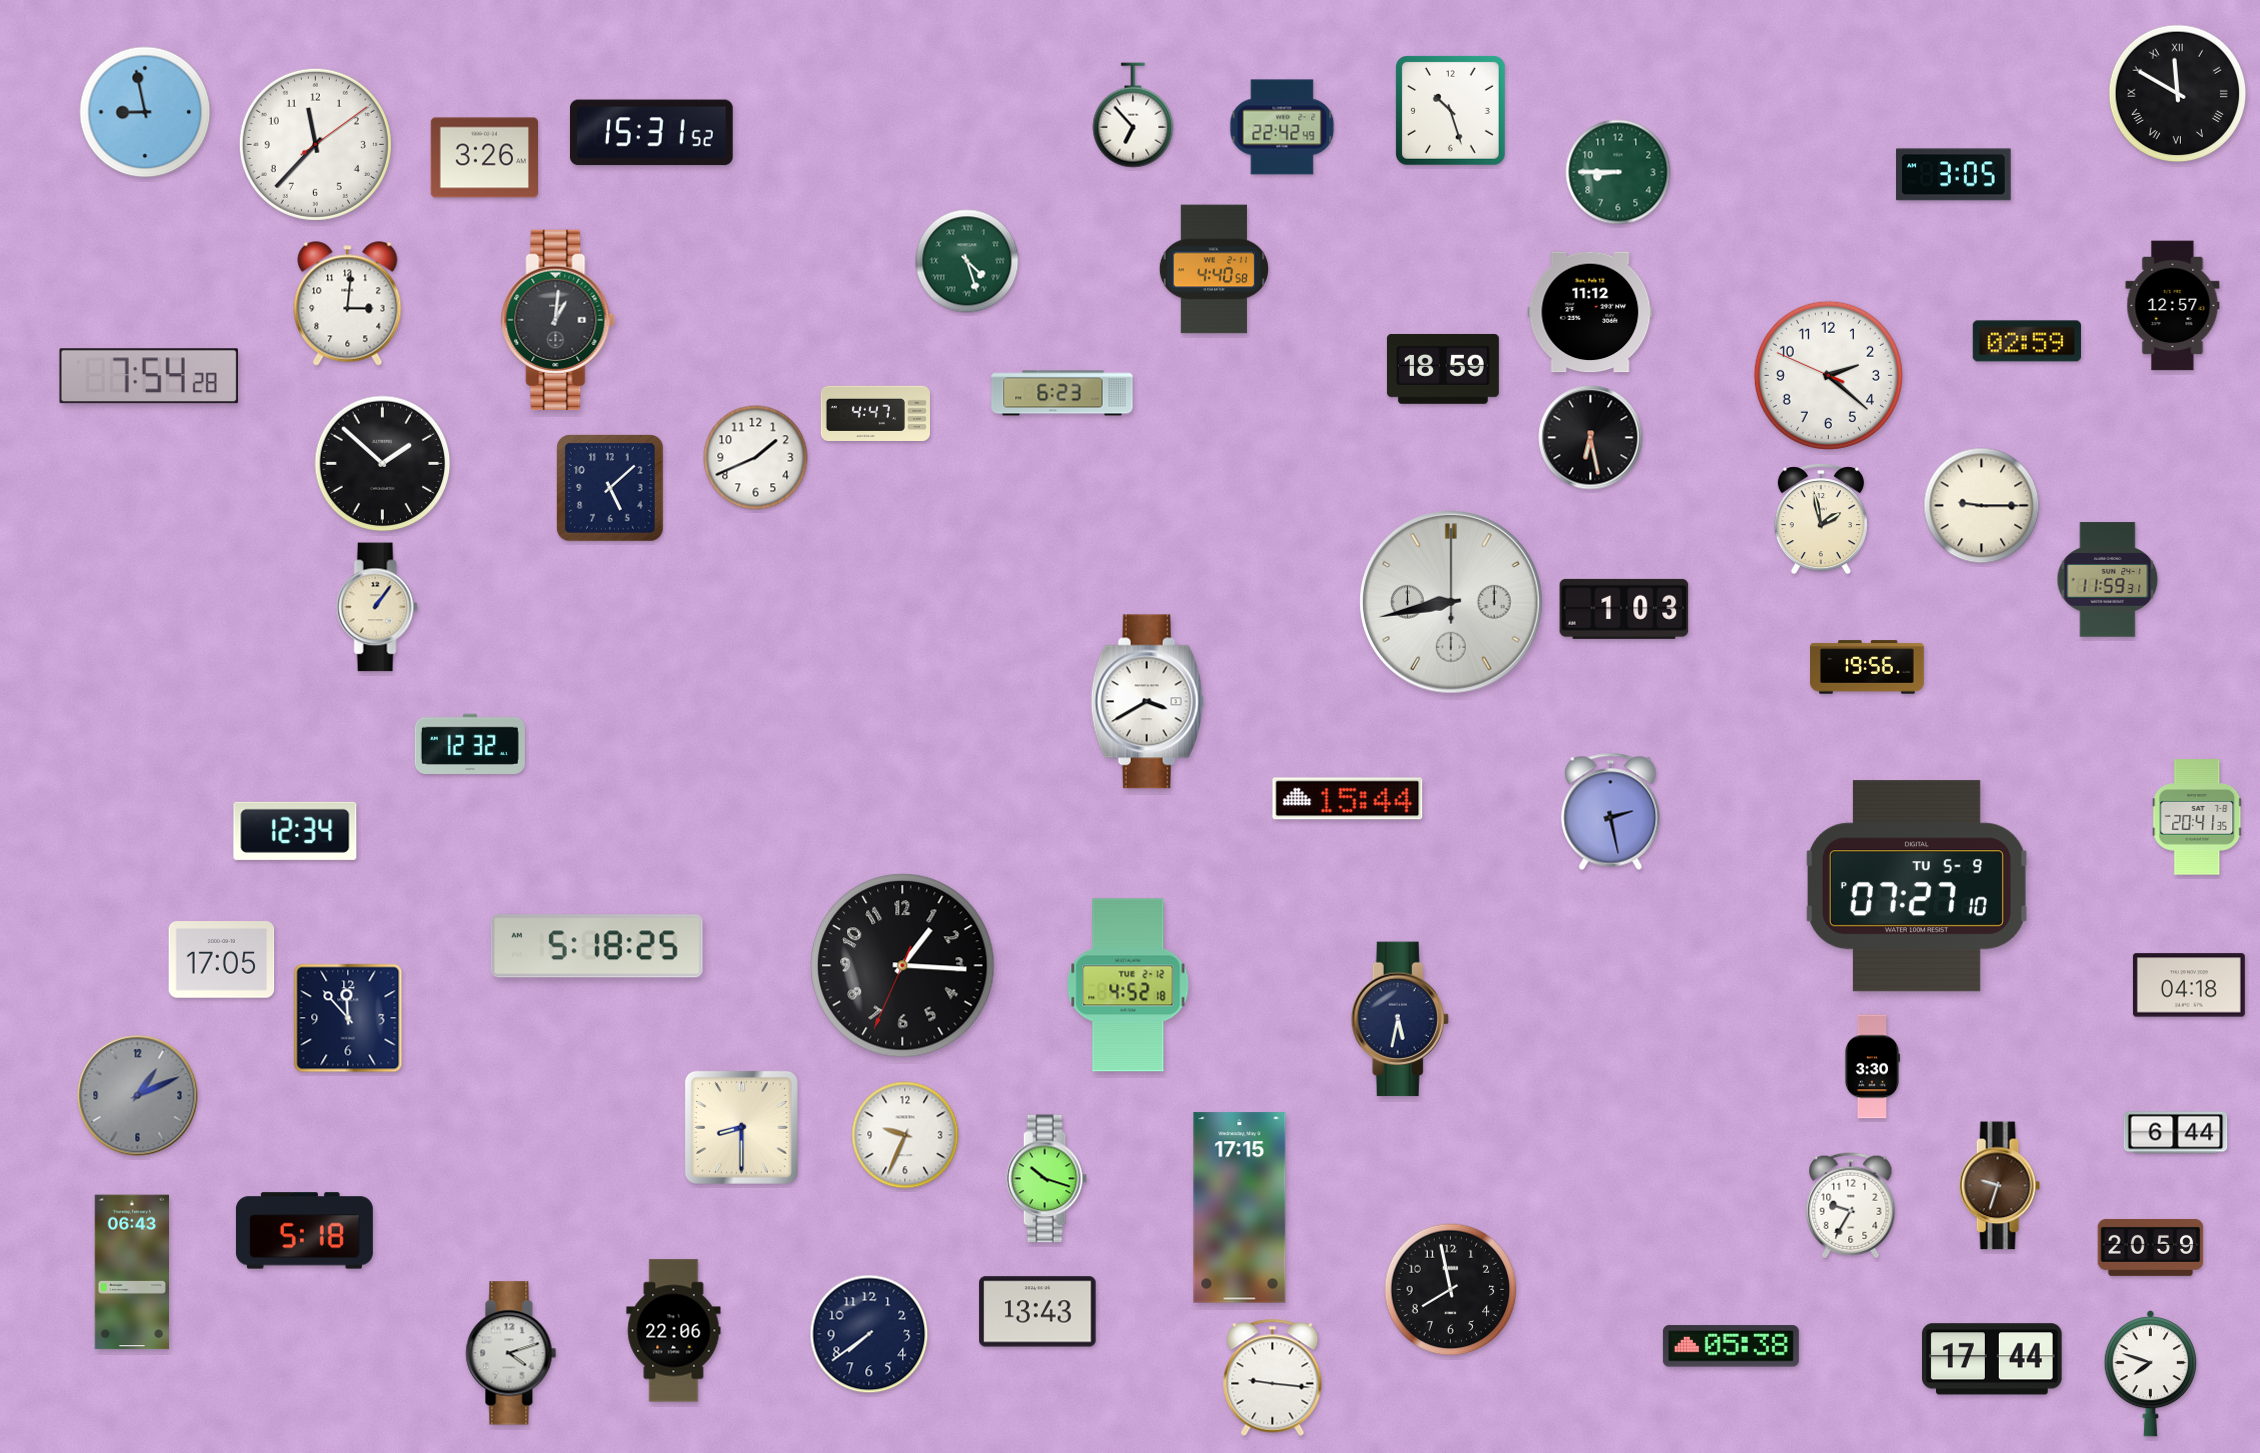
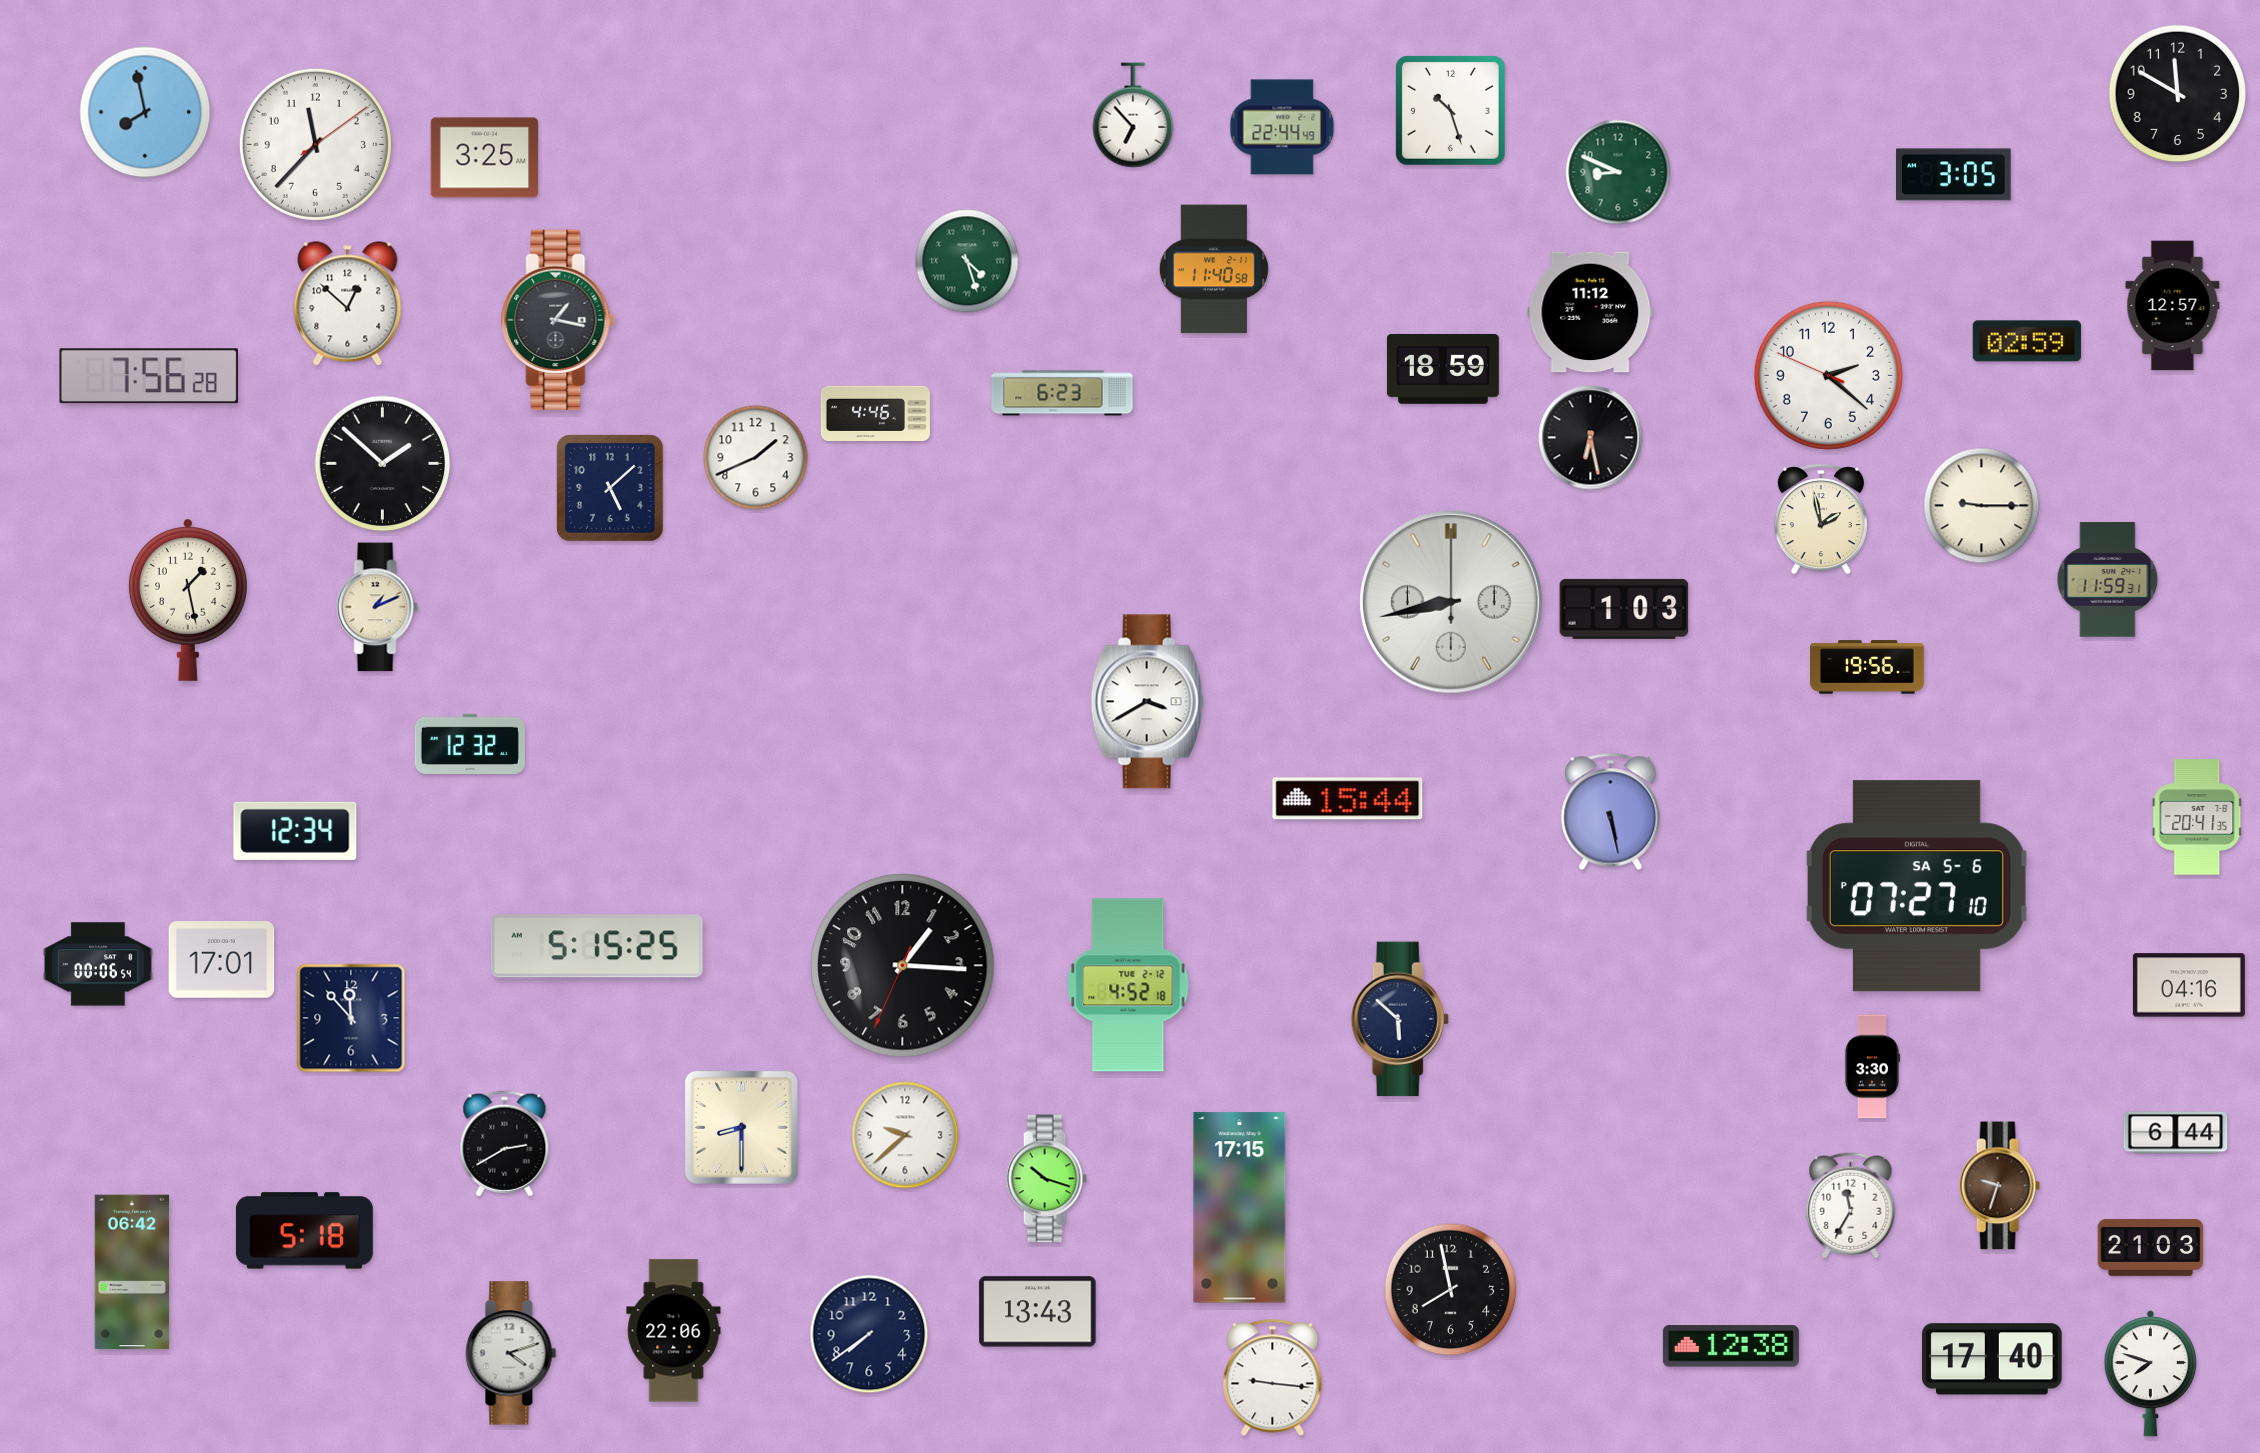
clock at (2178, 94) numerals: Roman -> Arabic
clock at (145, 112): 8:58 -> 7:58
clock at (1282, 127): 22:42 -> 22:44
clock at (651, 133): 15:31 -> none
clock at (485, 158): 3:26 -> 3:25
clock at (1618, 172): 8:45 -> 8:49
clock at (1214, 269): 4:40 -> 11:40
clock at (348, 304): 3:01 -> 12:52
clock at (558, 320): 1:01 -> 1:17
clock at (149, 376): 7:54 -> 7:56
clock at (875, 413): 4:47 -> 4:46
clock at (188, 600): none -> 1:28
clock at (377, 607): 1:06 -> 1:11
clock at (1611, 811): 2:28 -> 5:28
clock at (1917, 886) date: TU 5-9 -> SA 5-6
clock at (597, 946): 5:18 -> 5:15
clock at (222, 960): 17:05 -> 17:01
clock at (98, 964): none -> 00:06
clock at (2189, 985): 04:18 -> 04:16
clock at (348, 1018) position: (348, 1018) -> (351, 1018)
clock at (1400, 1019): 5:32 -> 5:52
clock at (138, 1096): 1:11 -> none
clock at (905, 1135): 9:34 -> 9:38
clock at (505, 1144): none -> 2:40
clock at (1851, 1206): 9:35 -> 11:35
clock at (2151, 1247): 20:59 -> 21:03
clock at (131, 1272): 06:43 -> 06:42
clock at (1731, 1346): 05:38 -> 12:38
clock at (1993, 1359): 17:44 -> 17:40
